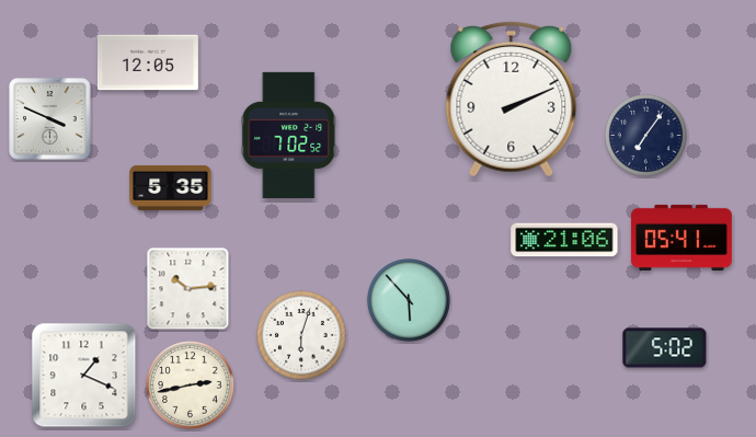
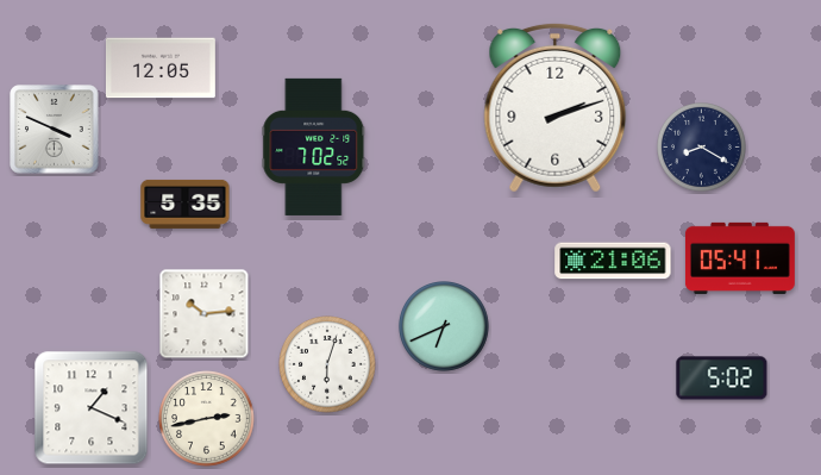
clock at (512, 99): 2:11 -> 2:12
clock at (646, 136): 7:06 -> 8:20
clock at (410, 301): 5:53 -> 6:41
